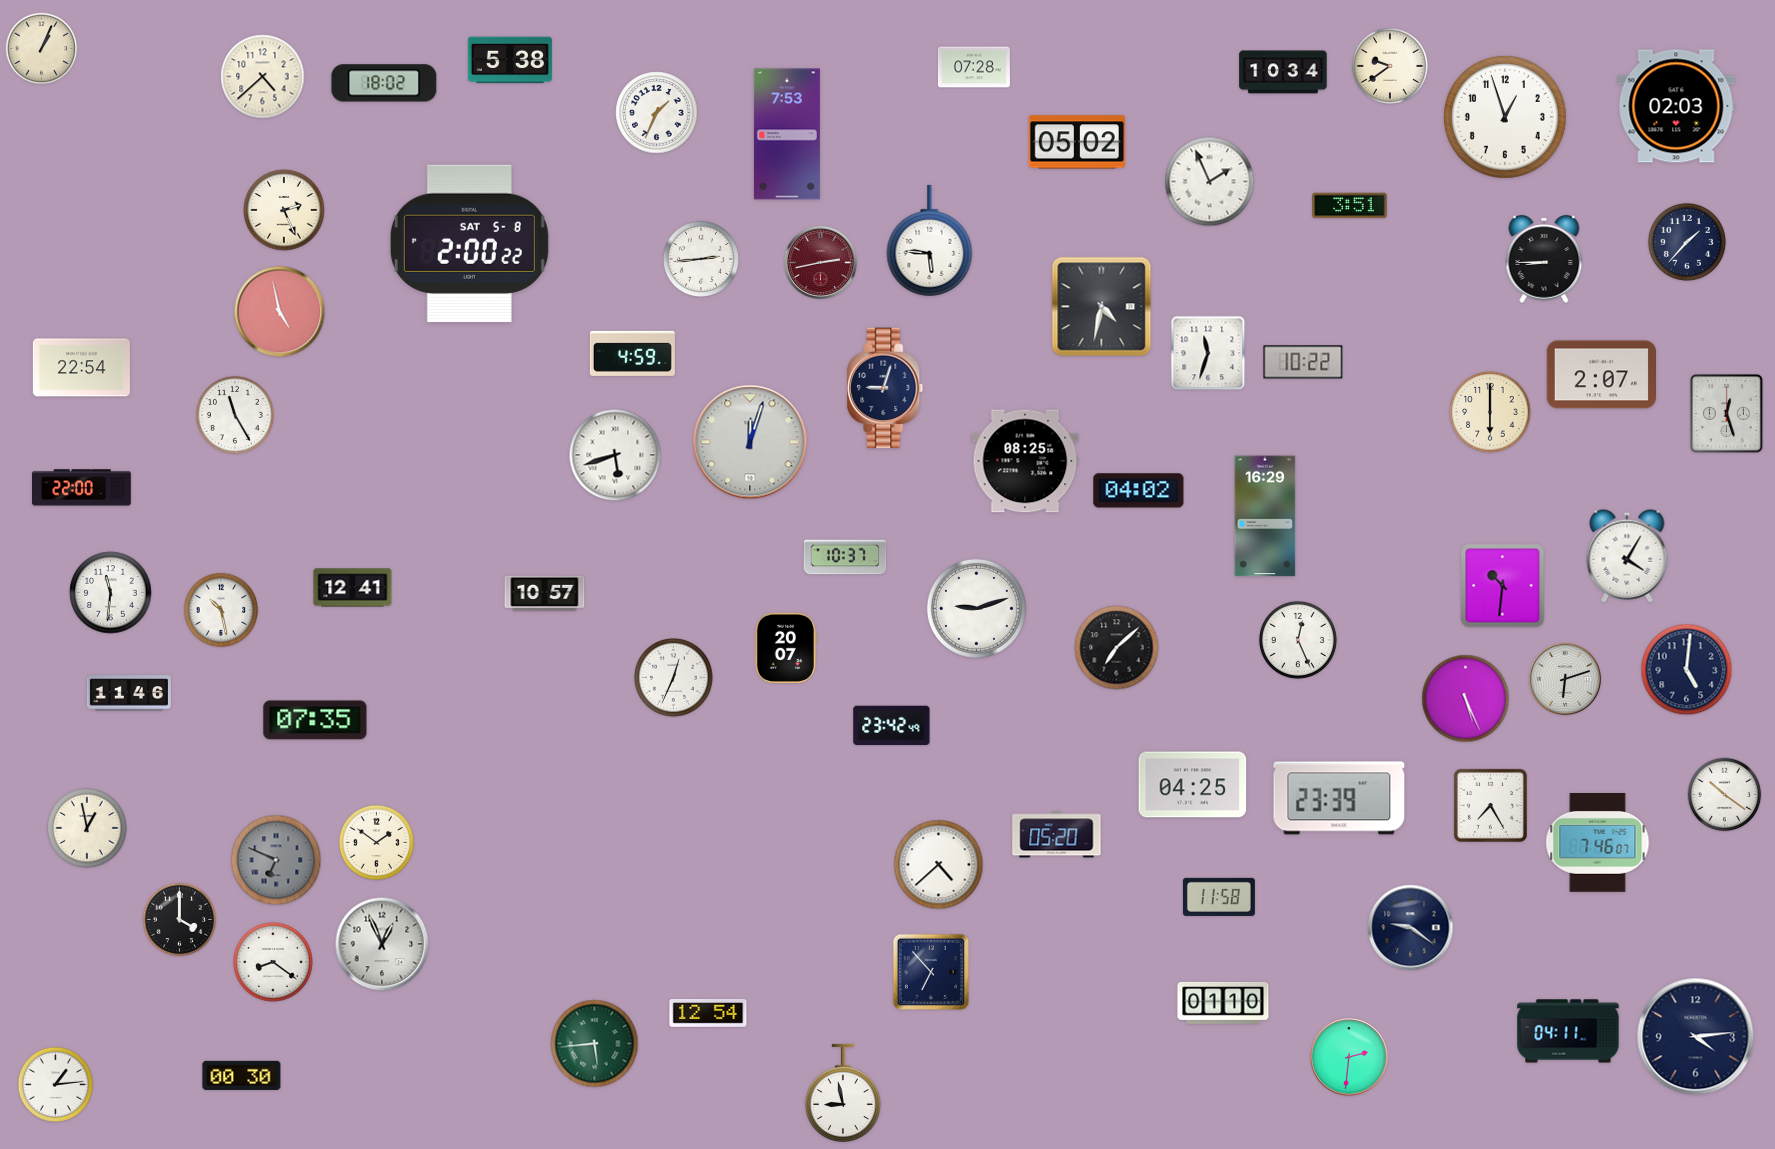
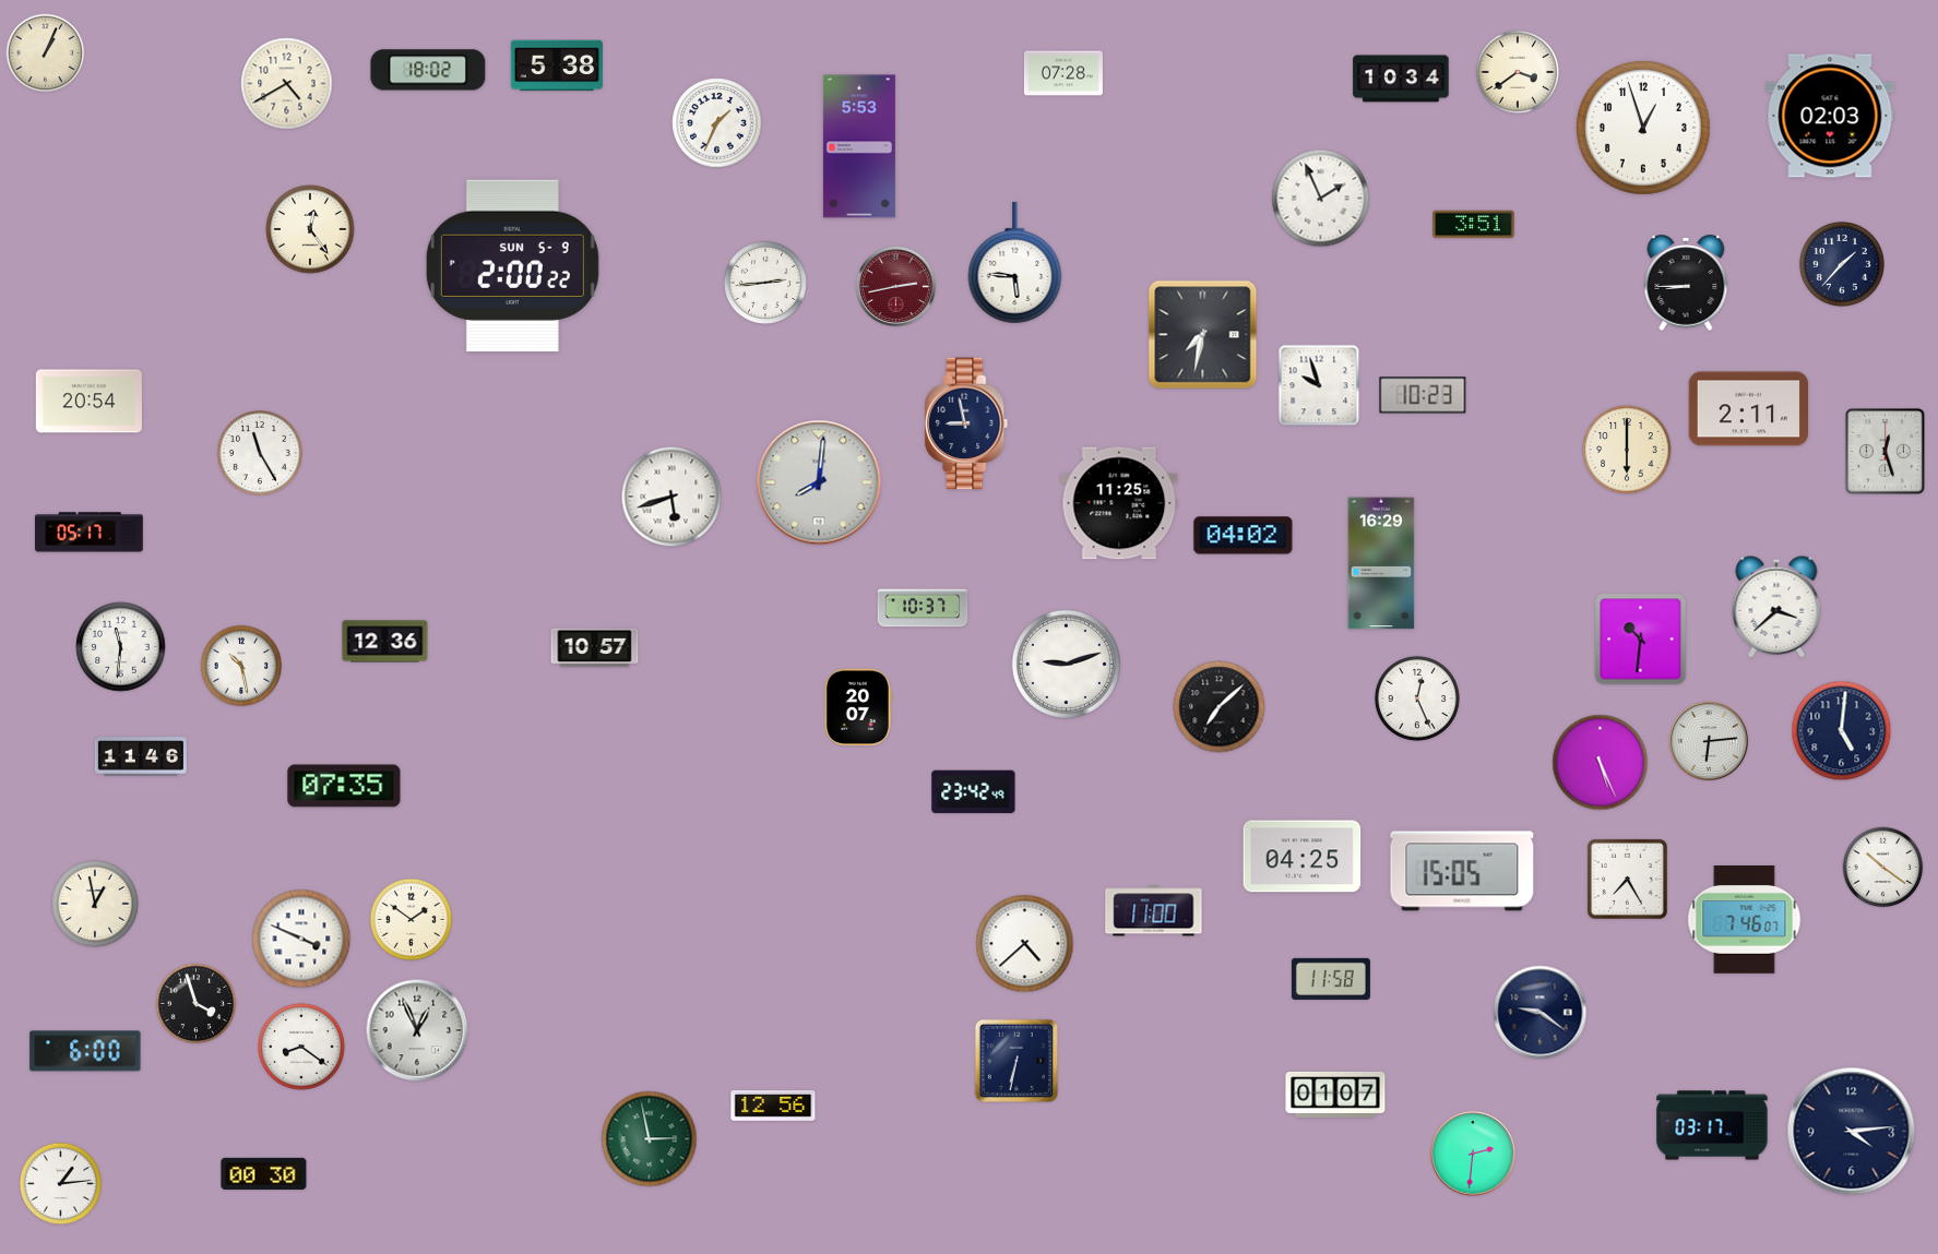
clock at (1390, 66): 9:39 -> 3:39
clock at (263, 77): 4:38 -> 4:40
clock at (384, 83) position: (384, 83) -> (428, 70)
clock at (787, 134): 7:53 -> 5:53
clock at (1077, 142): 05:02 -> none
clock at (284, 210): 2:26 -> 12:24
clock at (469, 244) date: SAT 5-8 -> SUN 5-9
clock at (1102, 307): 4:32 -> 7:32
clock at (280, 312): 4:58 -> none
clock at (632, 353): 4:59 -> none
clock at (1208, 353): 11:33 -> 9:57
clock at (1303, 362): 10:22 -> 10:23
clock at (81, 368): 22:54 -> 20:54
clock at (1601, 375): 2:07 -> 2:11
clock at (885, 388): 9:03 -> 8:58
clock at (235, 415) position: (235, 415) -> (260, 453)
clock at (750, 442): 12:03 -> 8:01
clock at (1025, 461): 08:25 -> 11:25
clock at (82, 488): 22:00 -> 05:17
clock at (1627, 556): 4:05 -> 3:38
clock at (353, 588): 12:41 -> 12:36
clock at (674, 678): 12:34 -> none
clock at (1565, 679): 6:12 -> 6:14
clock at (1339, 798): 23:39 -> 15:05
clock at (1057, 835): 05:20 -> 11:00
clock at (276, 860): 6:49 -> 3:49
clock at (276, 860) dial: grey -> white
clock at (180, 920): 4:00 -> 3:57
clock at (273, 962) position: (273, 962) -> (301, 1047)
clock at (85, 1051): none -> 6:00
clock at (931, 972): 6:53 -> 6:32
clock at (1223, 1003): 01:10 -> 01:07
clock at (708, 1014): 12:54 -> 12:56
clock at (1568, 1031): 04:11 -> 03:17
clock at (595, 1044): 5:44 -> 2:58
clock at (843, 1093): 8:58 -> none
